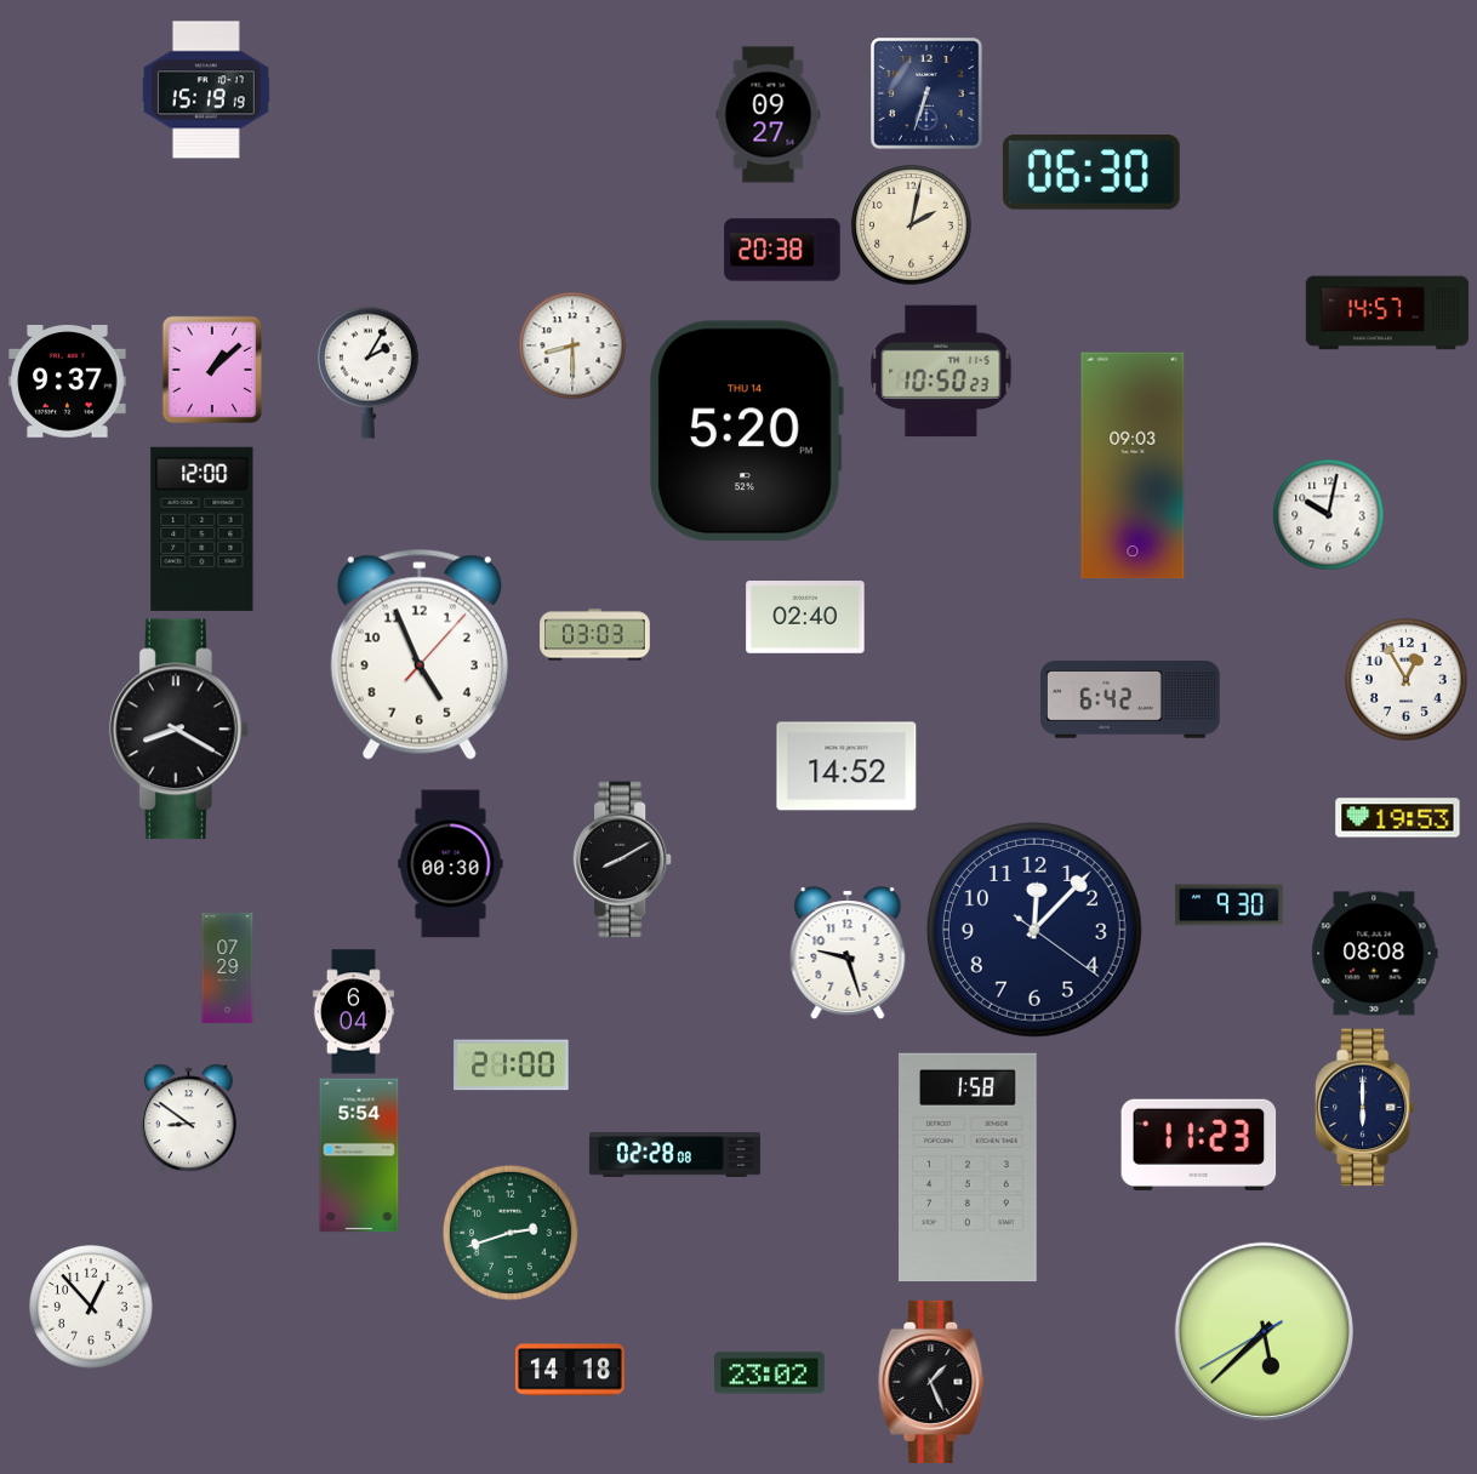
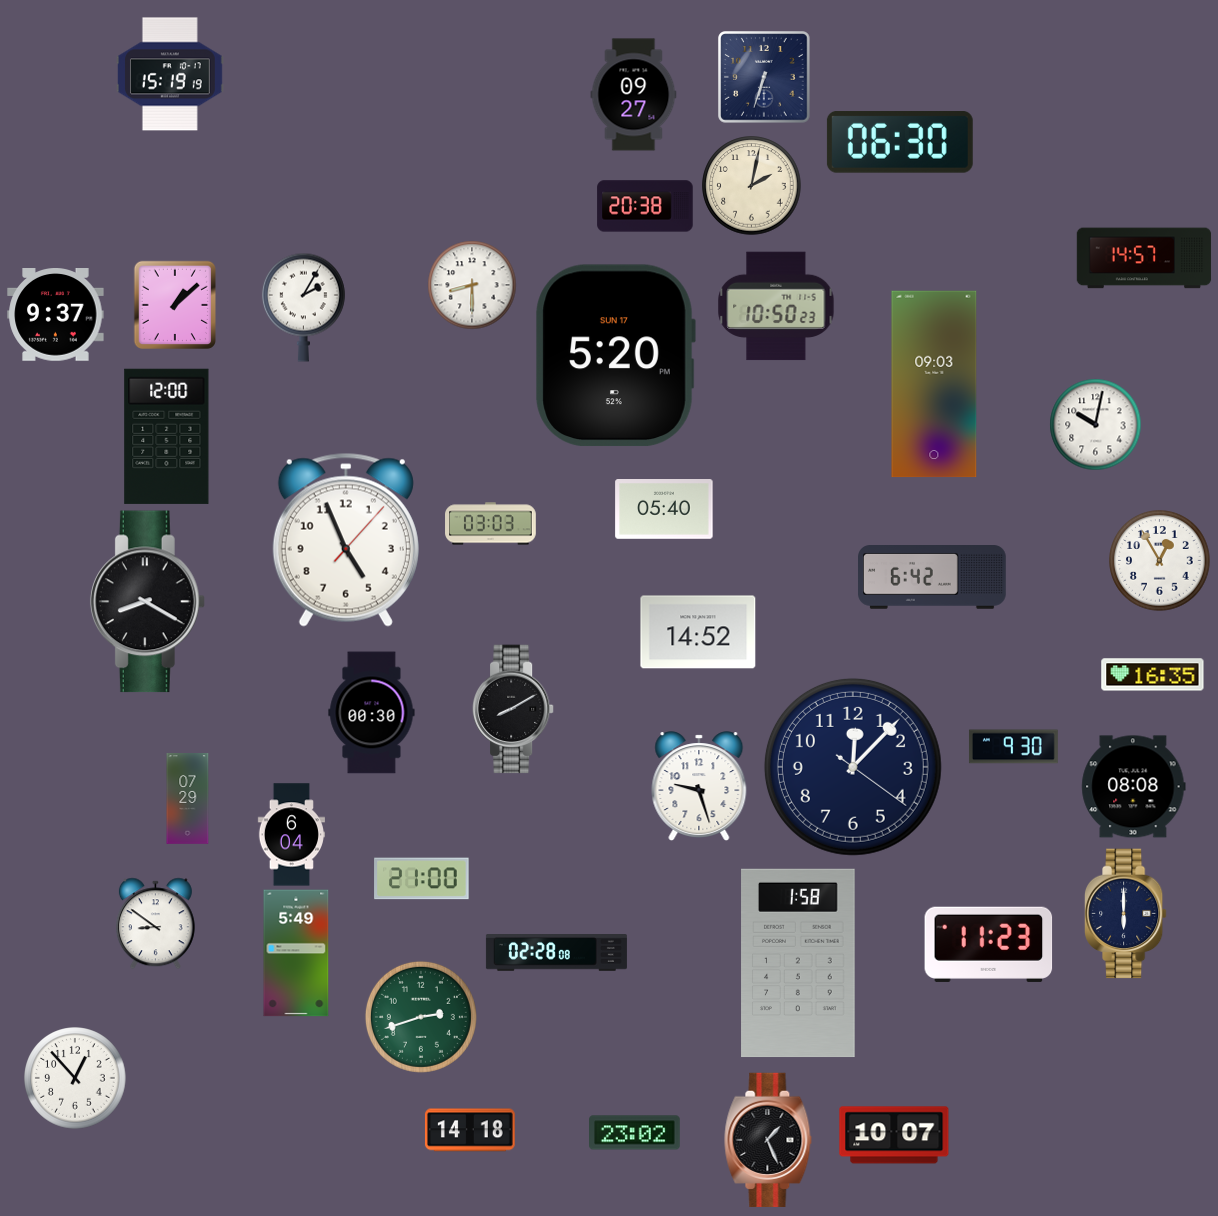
clock at (746, 430) date: THU 14 -> SUN 17
clock at (805, 618): 02:40 -> 05:40
clock at (1398, 818): 19:53 -> 16:35
clock at (359, 1155): 5:54 -> 5:49
clock at (1264, 1331): 5:37 -> none
clock at (894, 1135): none -> 10:07
